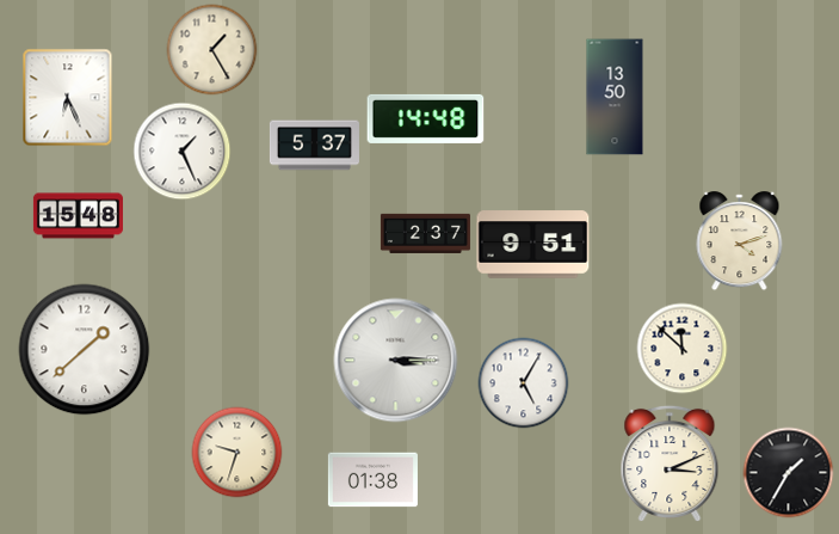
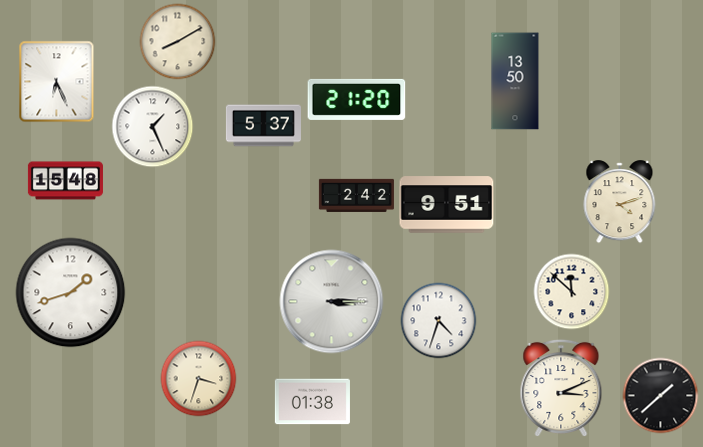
clock at (212, 50): 1:25 -> 8:10
clock at (426, 118): 14:48 -> 21:20
clock at (314, 146) position: (314, 146) -> (263, 126)
clock at (425, 233): 2:37 -> 2:42
clock at (85, 350): 1:38 -> 1:42
clock at (524, 383): 5:05 -> 4:33
clock at (237, 453): 9:33 -> 3:33
clock at (789, 473): 1:35 -> 1:38
